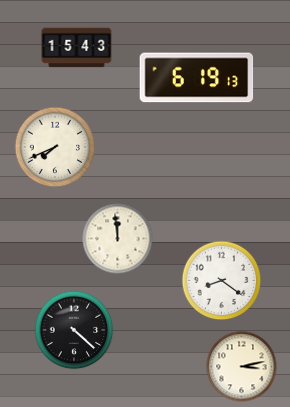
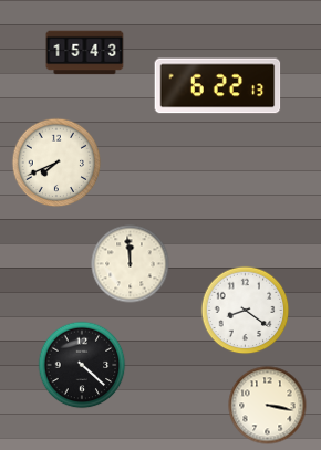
clock at (197, 78): 6:19 -> 6:22
clock at (55, 147) position: (55, 147) -> (56, 163)
clock at (242, 367): 3:13 -> 3:17
